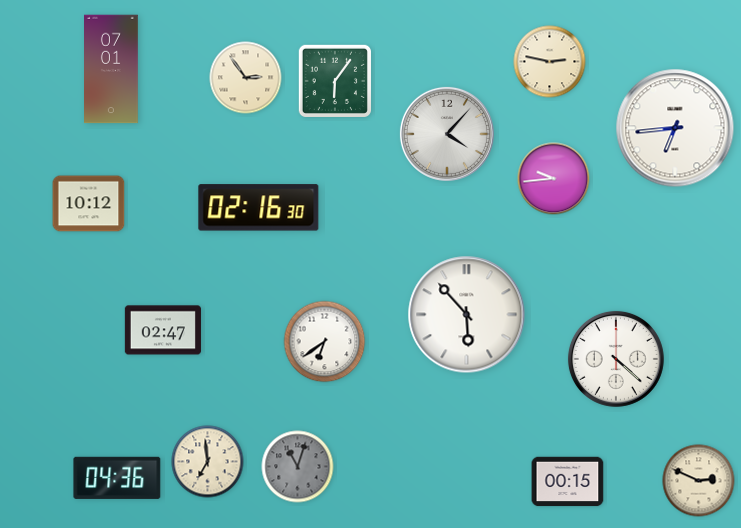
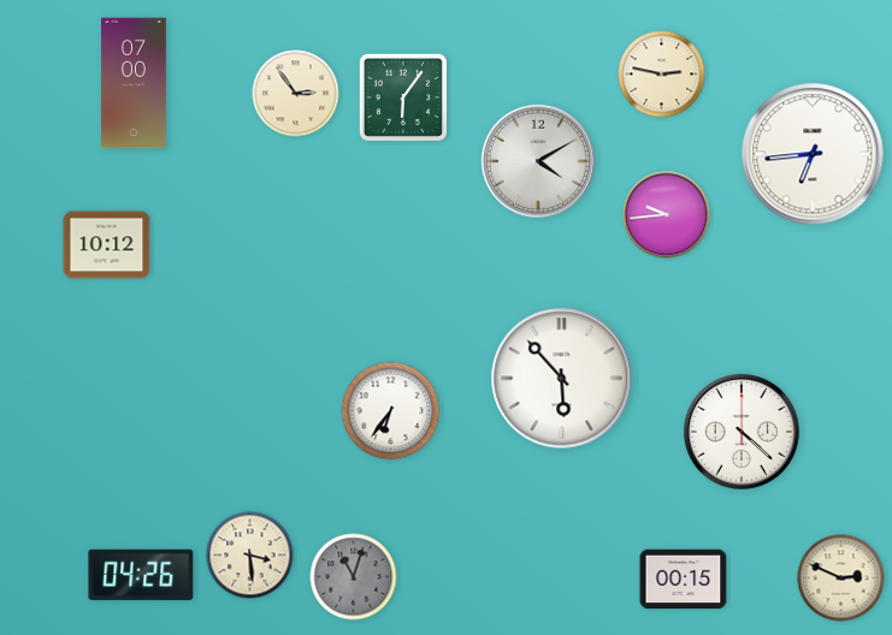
clock at (112, 69): 07:01 -> 07:00
clock at (447, 134): 4:07 -> 4:10
clock at (259, 208): 02:16 -> none
clock at (163, 330): 02:47 -> none
clock at (325, 342): 6:39 -> 6:36
clock at (208, 462): 6:59 -> 3:29
clock at (298, 467) position: (298, 467) -> (354, 577)
clock at (117, 478): 04:36 -> 04:26
